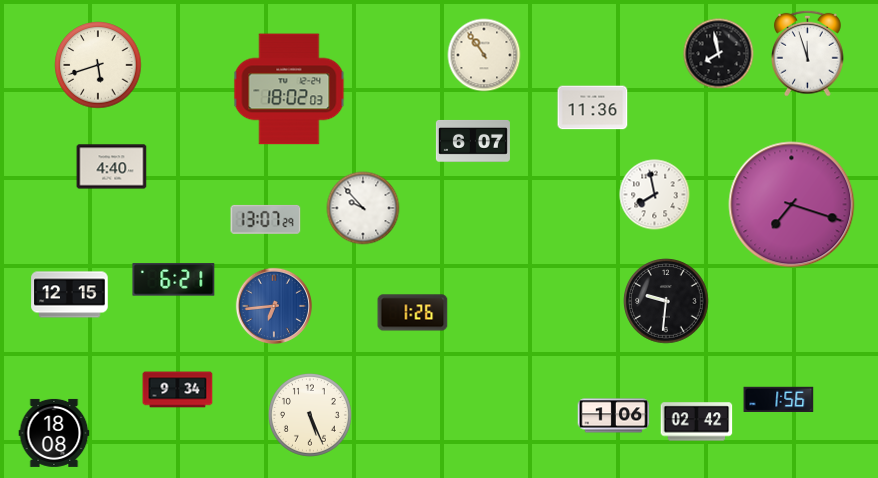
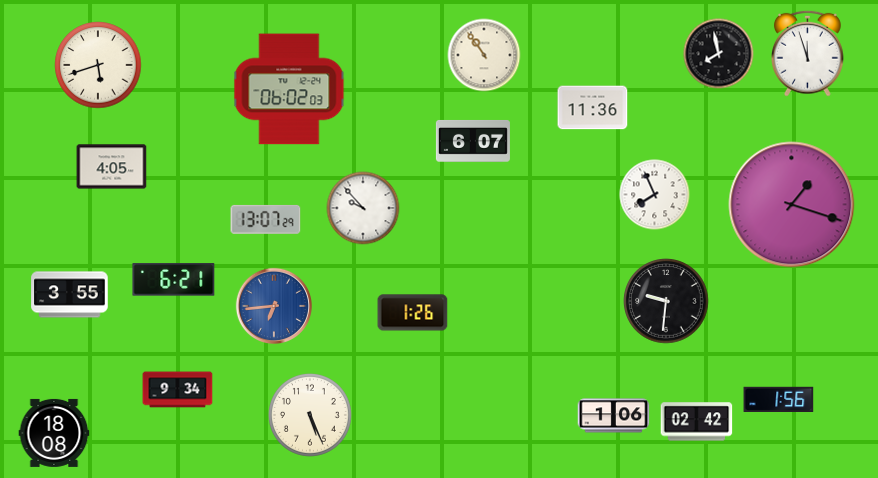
clock at (289, 89): 18:02 -> 06:02
clock at (112, 167): 4:40 -> 4:05
clock at (655, 195): 7:58 -> 7:56
clock at (792, 205): 7:18 -> 1:18
clock at (70, 295): 12:15 -> 3:55
